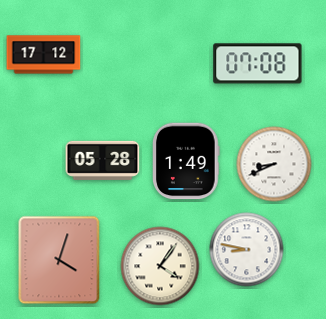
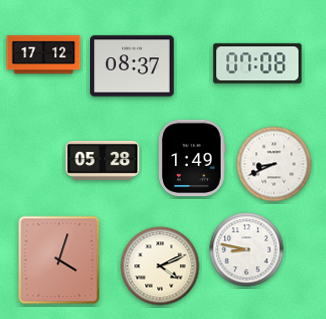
clock at (132, 66): none -> 08:37
clock at (186, 161) position: (186, 161) -> (192, 158)
clock at (160, 266): 4:06 -> 4:11
